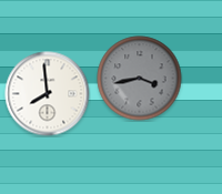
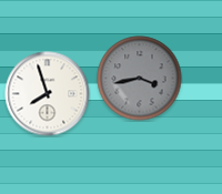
clock at (48, 94): 7:59 -> 7:57
